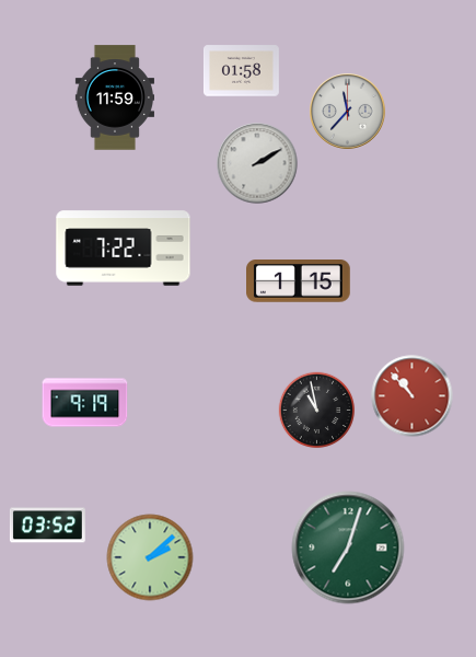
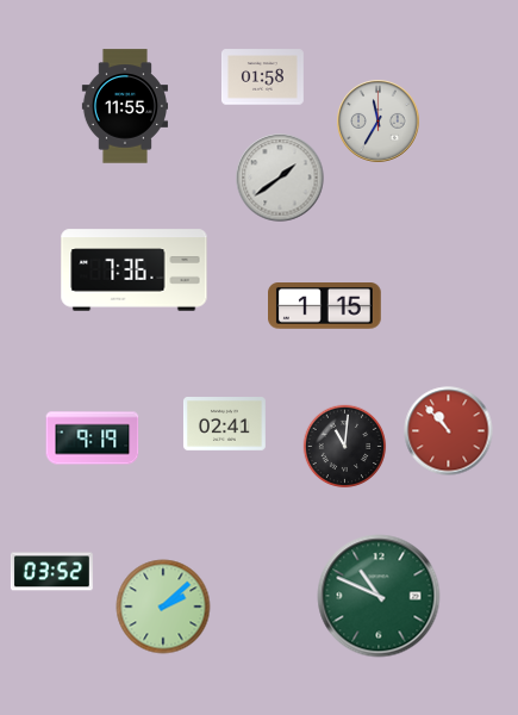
clock at (114, 97): 11:59 -> 11:55
clock at (348, 112): 11:37 -> 11:35
clock at (257, 163): 2:10 -> 1:39
clock at (124, 249): 7:22 -> 7:36
clock at (224, 424): none -> 02:41
clock at (317, 411): 10:58 -> 11:01
clock at (348, 547): 7:03 -> 10:49
